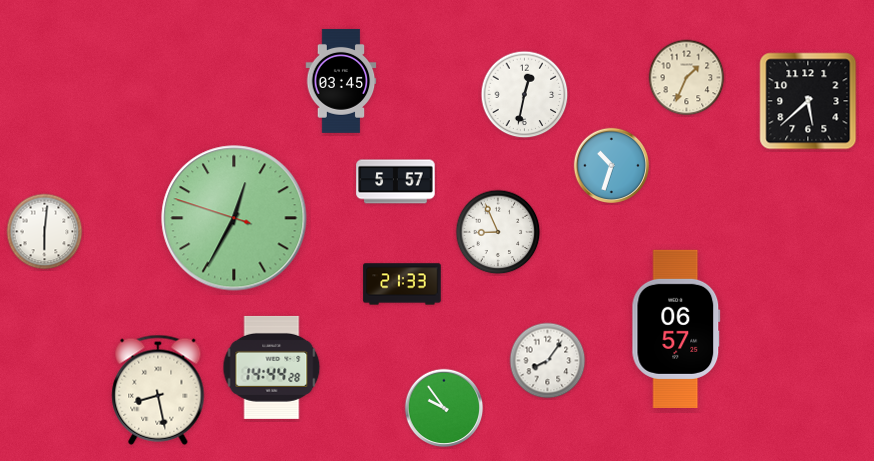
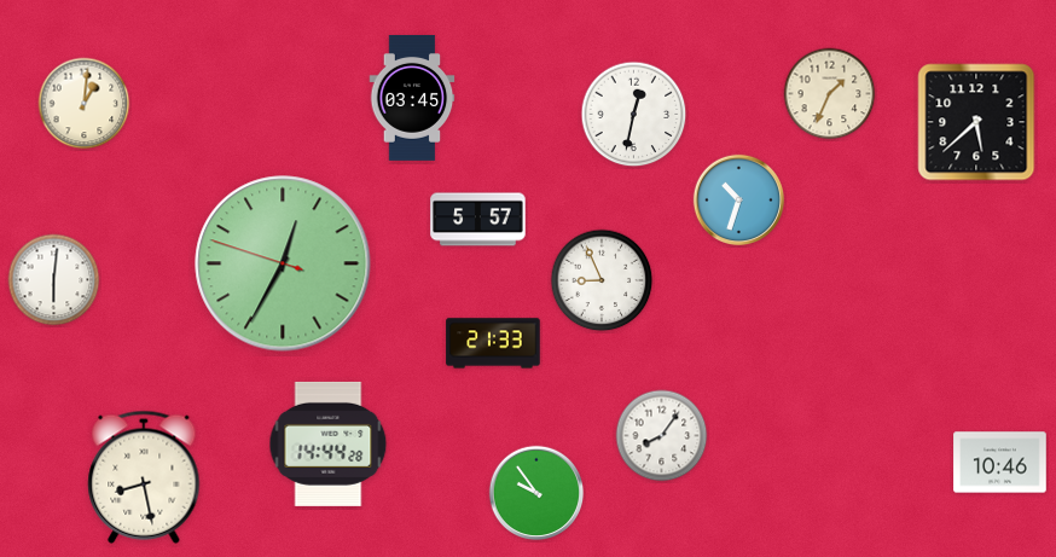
clock at (85, 104): none -> 1:01
clock at (402, 284) position: (402, 284) -> (493, 343)
clock at (676, 329): 06:57 -> none
clock at (1000, 463): none -> 10:46
clock at (158, 390) position: (158, 390) -> (144, 477)
